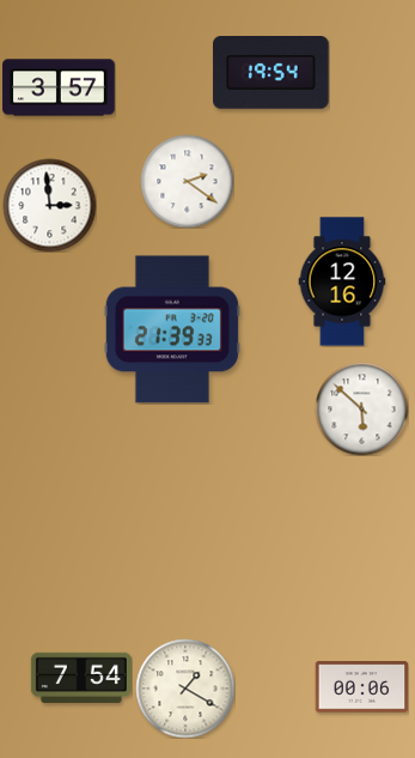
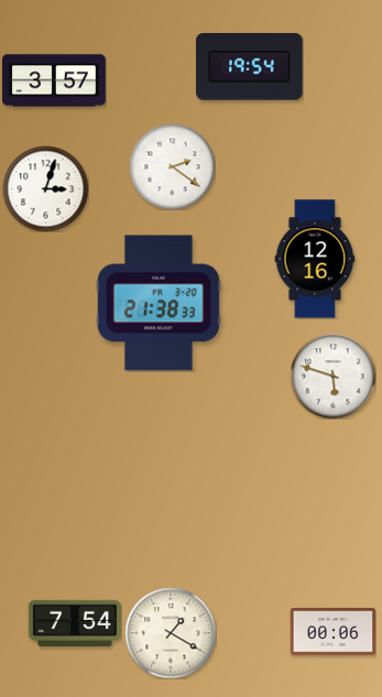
clock at (49, 205): 2:59 -> 3:03
clock at (172, 329): 21:39 -> 21:38
clock at (361, 408): 5:52 -> 5:48
